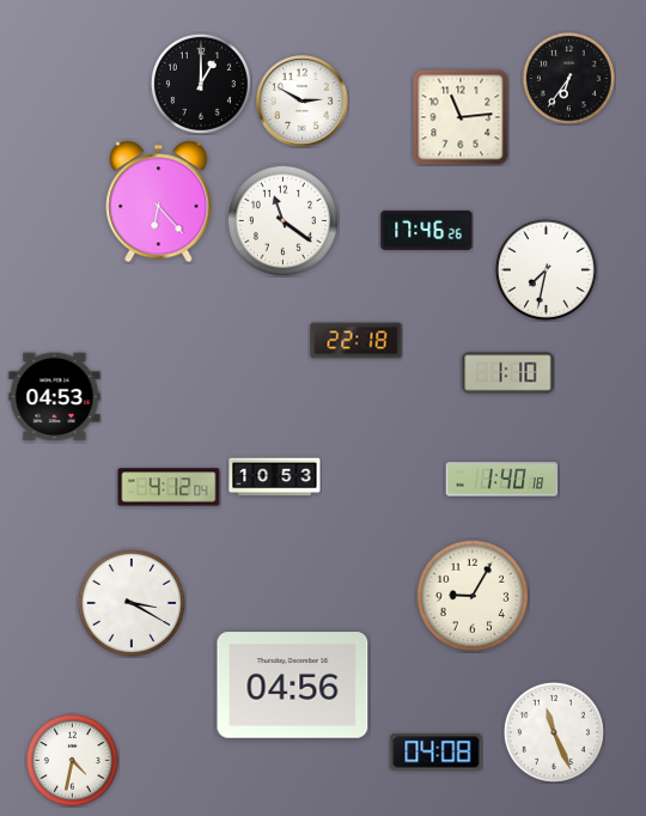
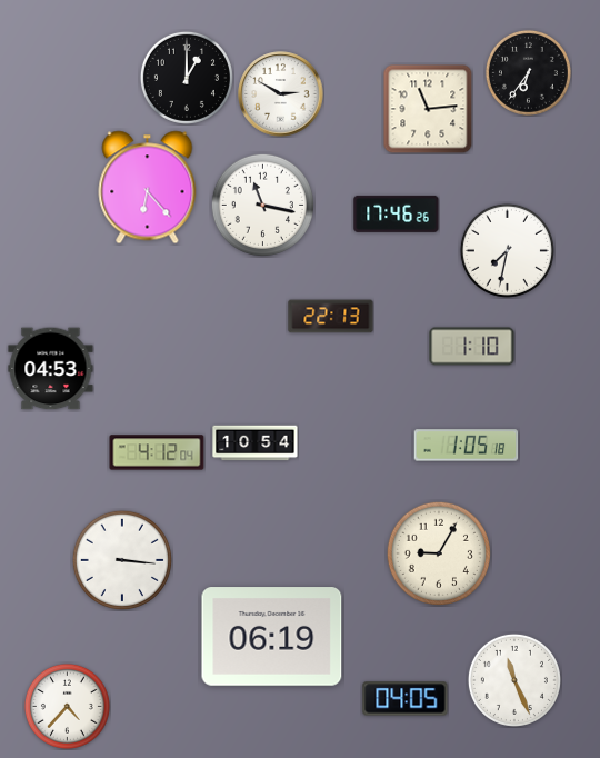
clock at (282, 220): 11:21 -> 11:17
clock at (356, 341): 22:18 -> 22:13
clock at (275, 477): 10:53 -> 10:54
clock at (502, 480): 1:40 -> 1:05
clock at (132, 603): 3:20 -> 3:16
clock at (293, 686): 04:56 -> 06:19
clock at (437, 753): 04:08 -> 04:05
clock at (72, 760): 4:32 -> 4:37
